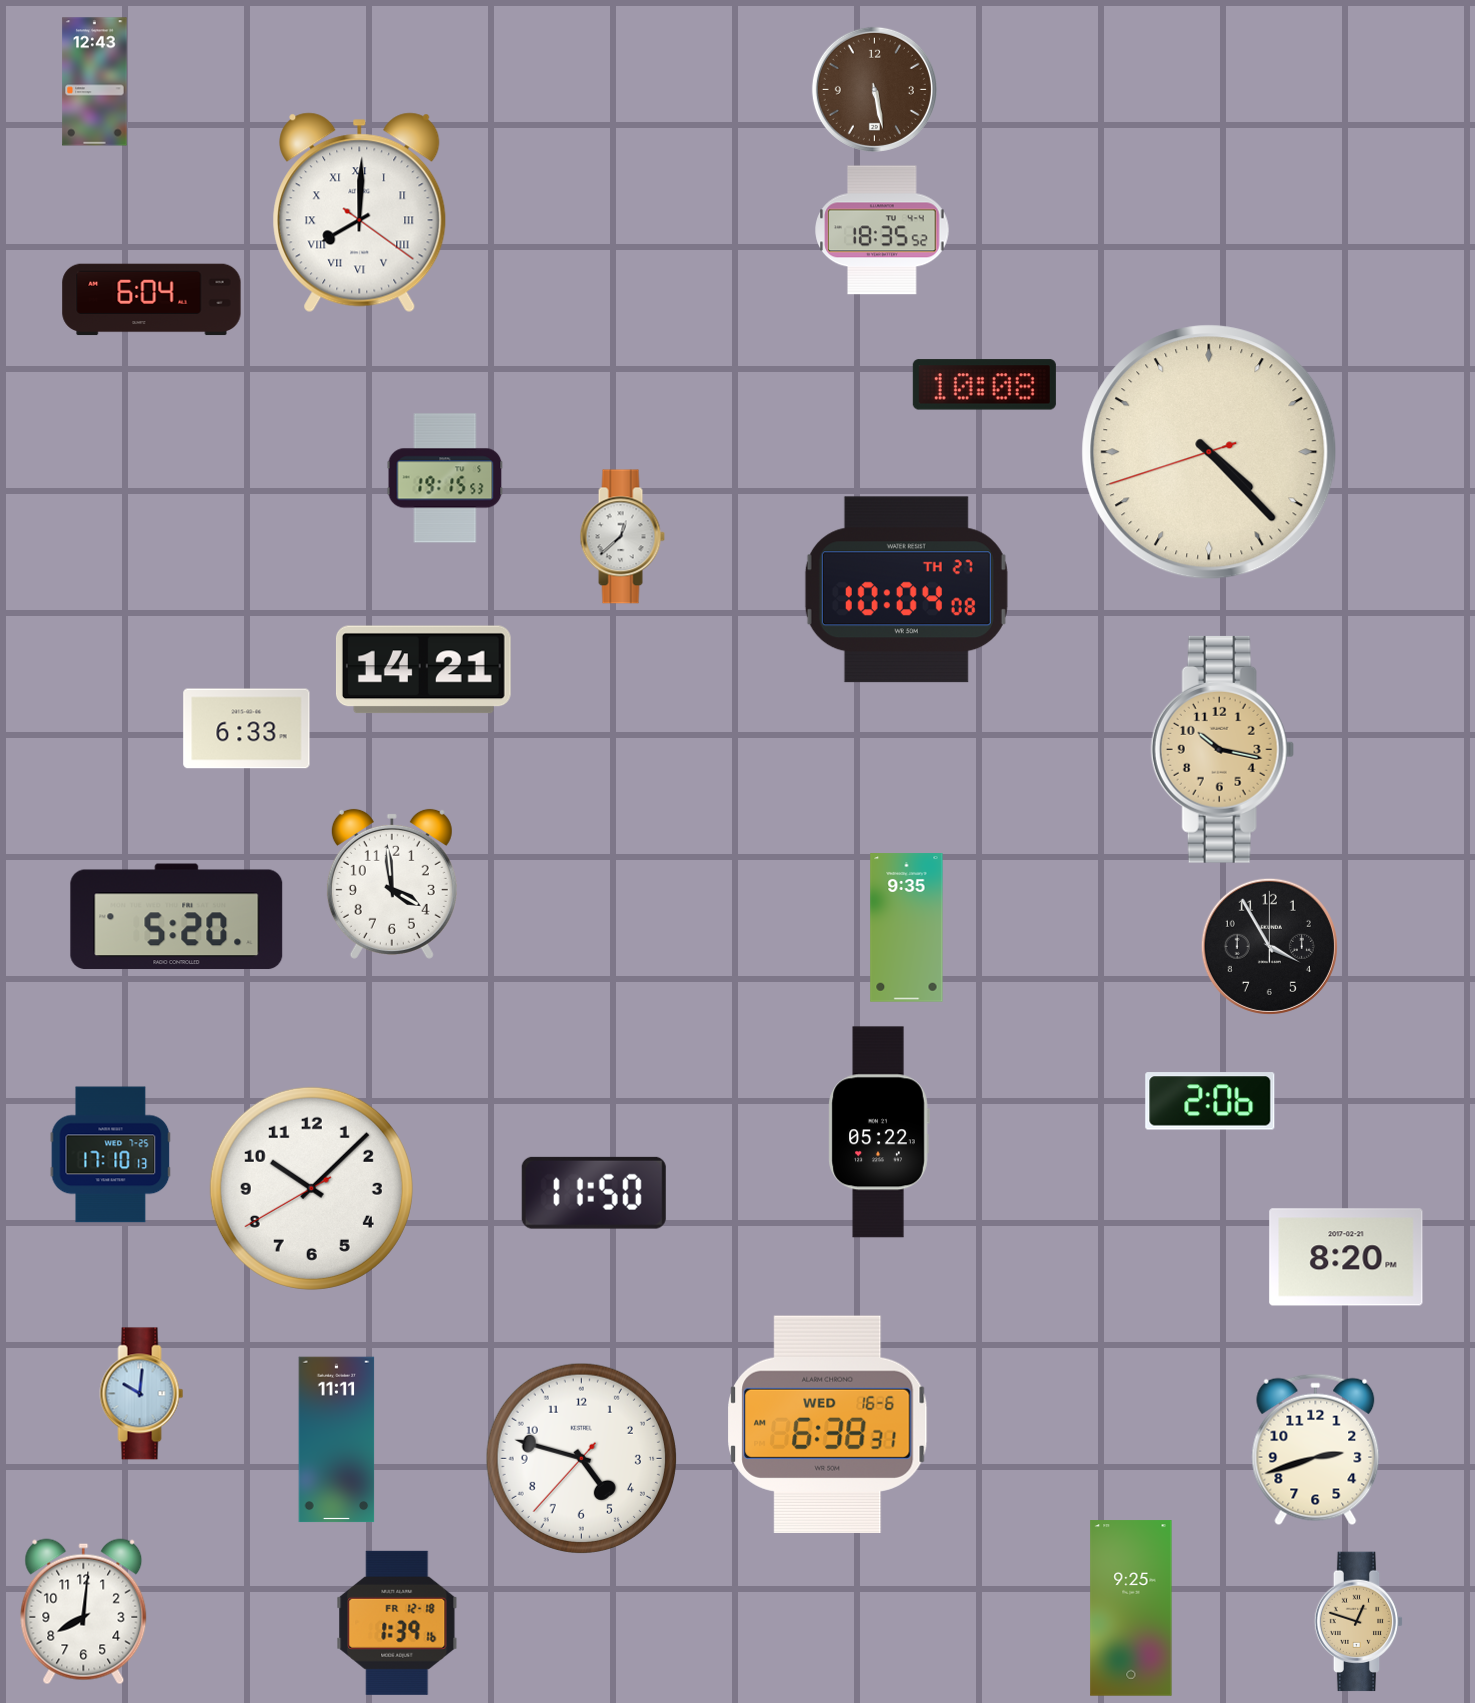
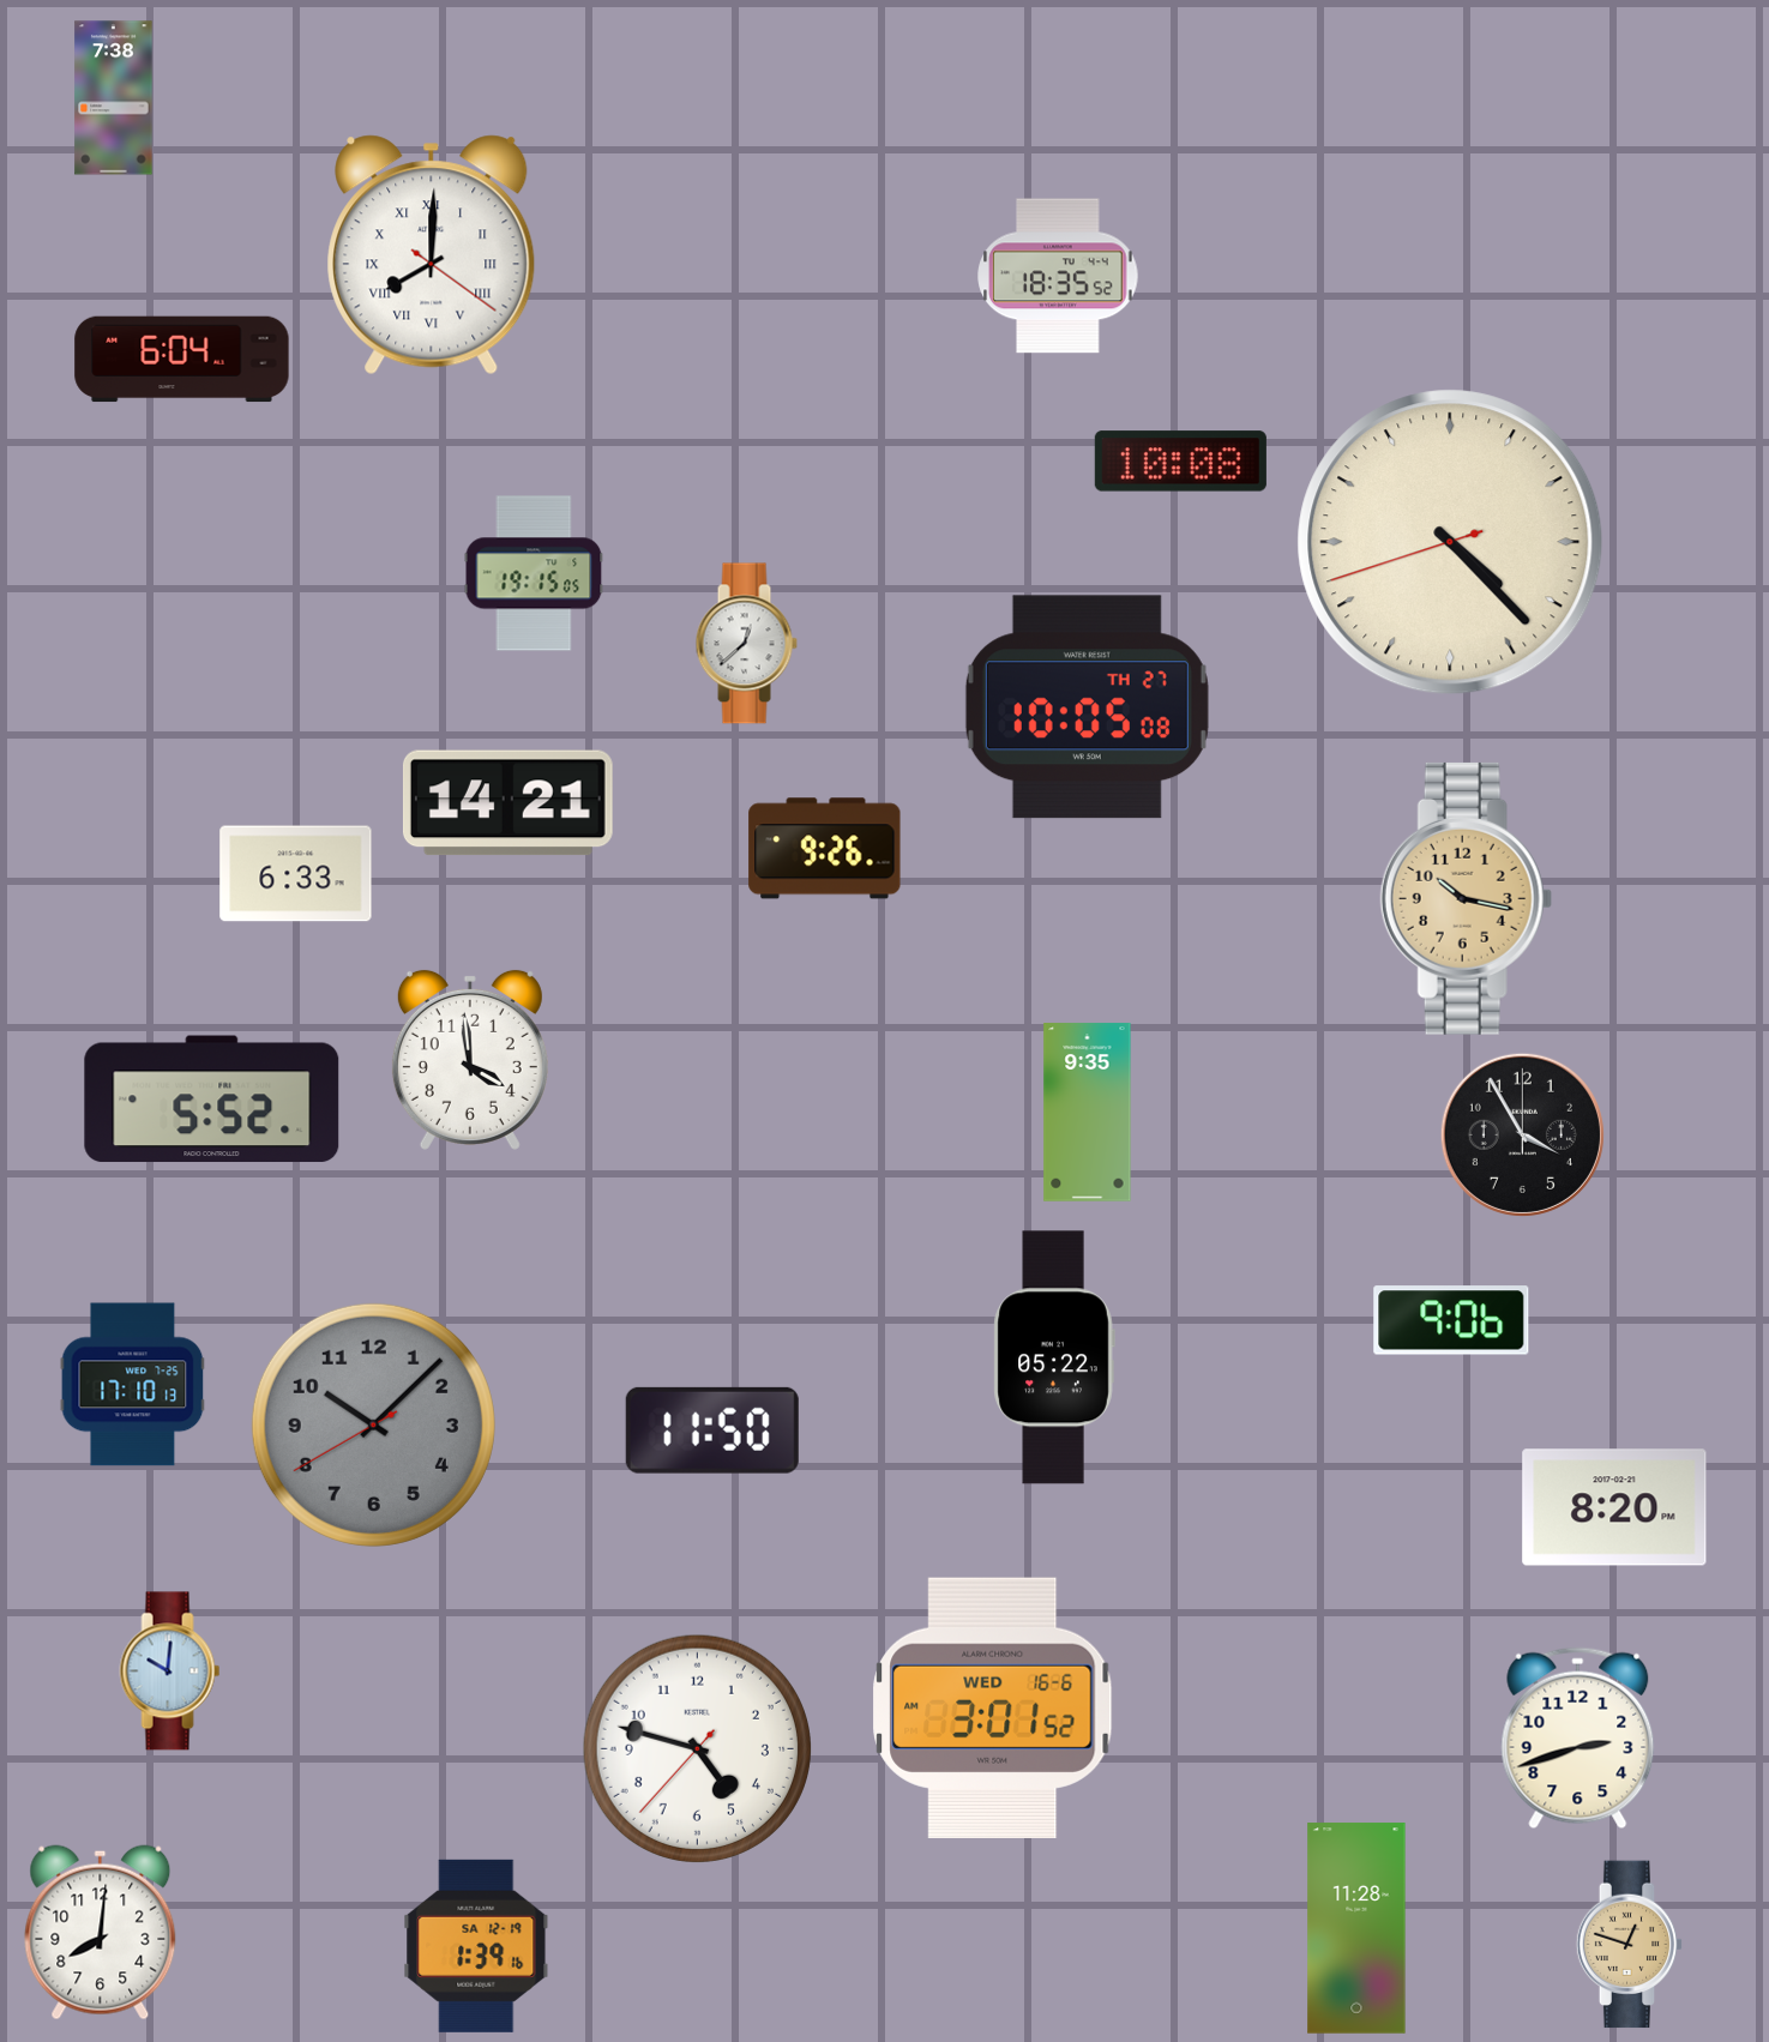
clock at (95, 82): 12:43 -> 7:38
clock at (874, 89): 5:28 -> none
clock at (445, 478): 19:15:53 -> 19:15:05
clock at (906, 590): 10:04 -> 10:05
clock at (825, 849): none -> 9:26
clock at (177, 917): 5:20 -> 5:52
clock at (1210, 1101): 2:06 -> 9:06
clock at (311, 1188) dial: white -> grey
clock at (828, 1424): 6:38 -> 3:01
clock at (337, 1440): 11:11 -> none
clock at (1131, 1608): 9:25 -> 11:28
clock at (397, 1623) date: FR 12-18 -> SA 12-19
